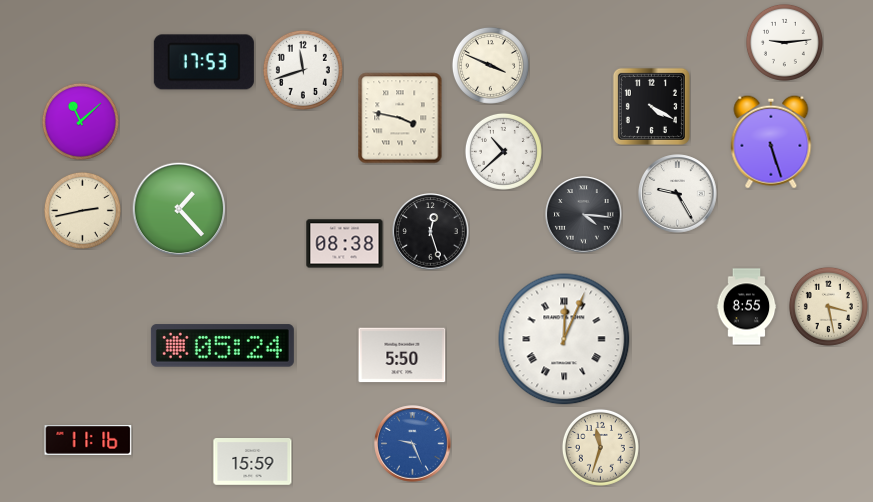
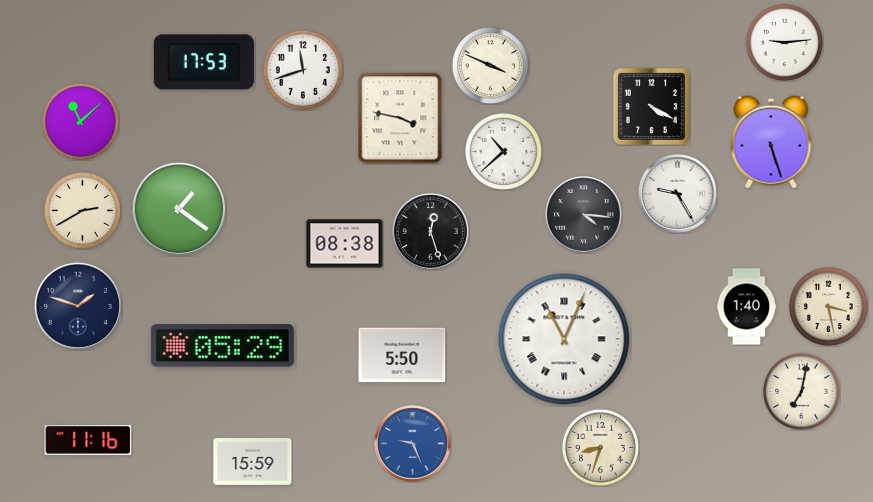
clock at (179, 209): 1:23 -> 1:21
clock at (82, 210): 2:43 -> 2:40
clock at (78, 306): none -> 1:48
clock at (747, 307): 8:55 -> 1:40
clock at (564, 339): 12:04 -> 11:04
clock at (222, 346): 05:24 -> 05:29
clock at (801, 391): none -> 7:02
clock at (600, 447): 11:33 -> 8:33
